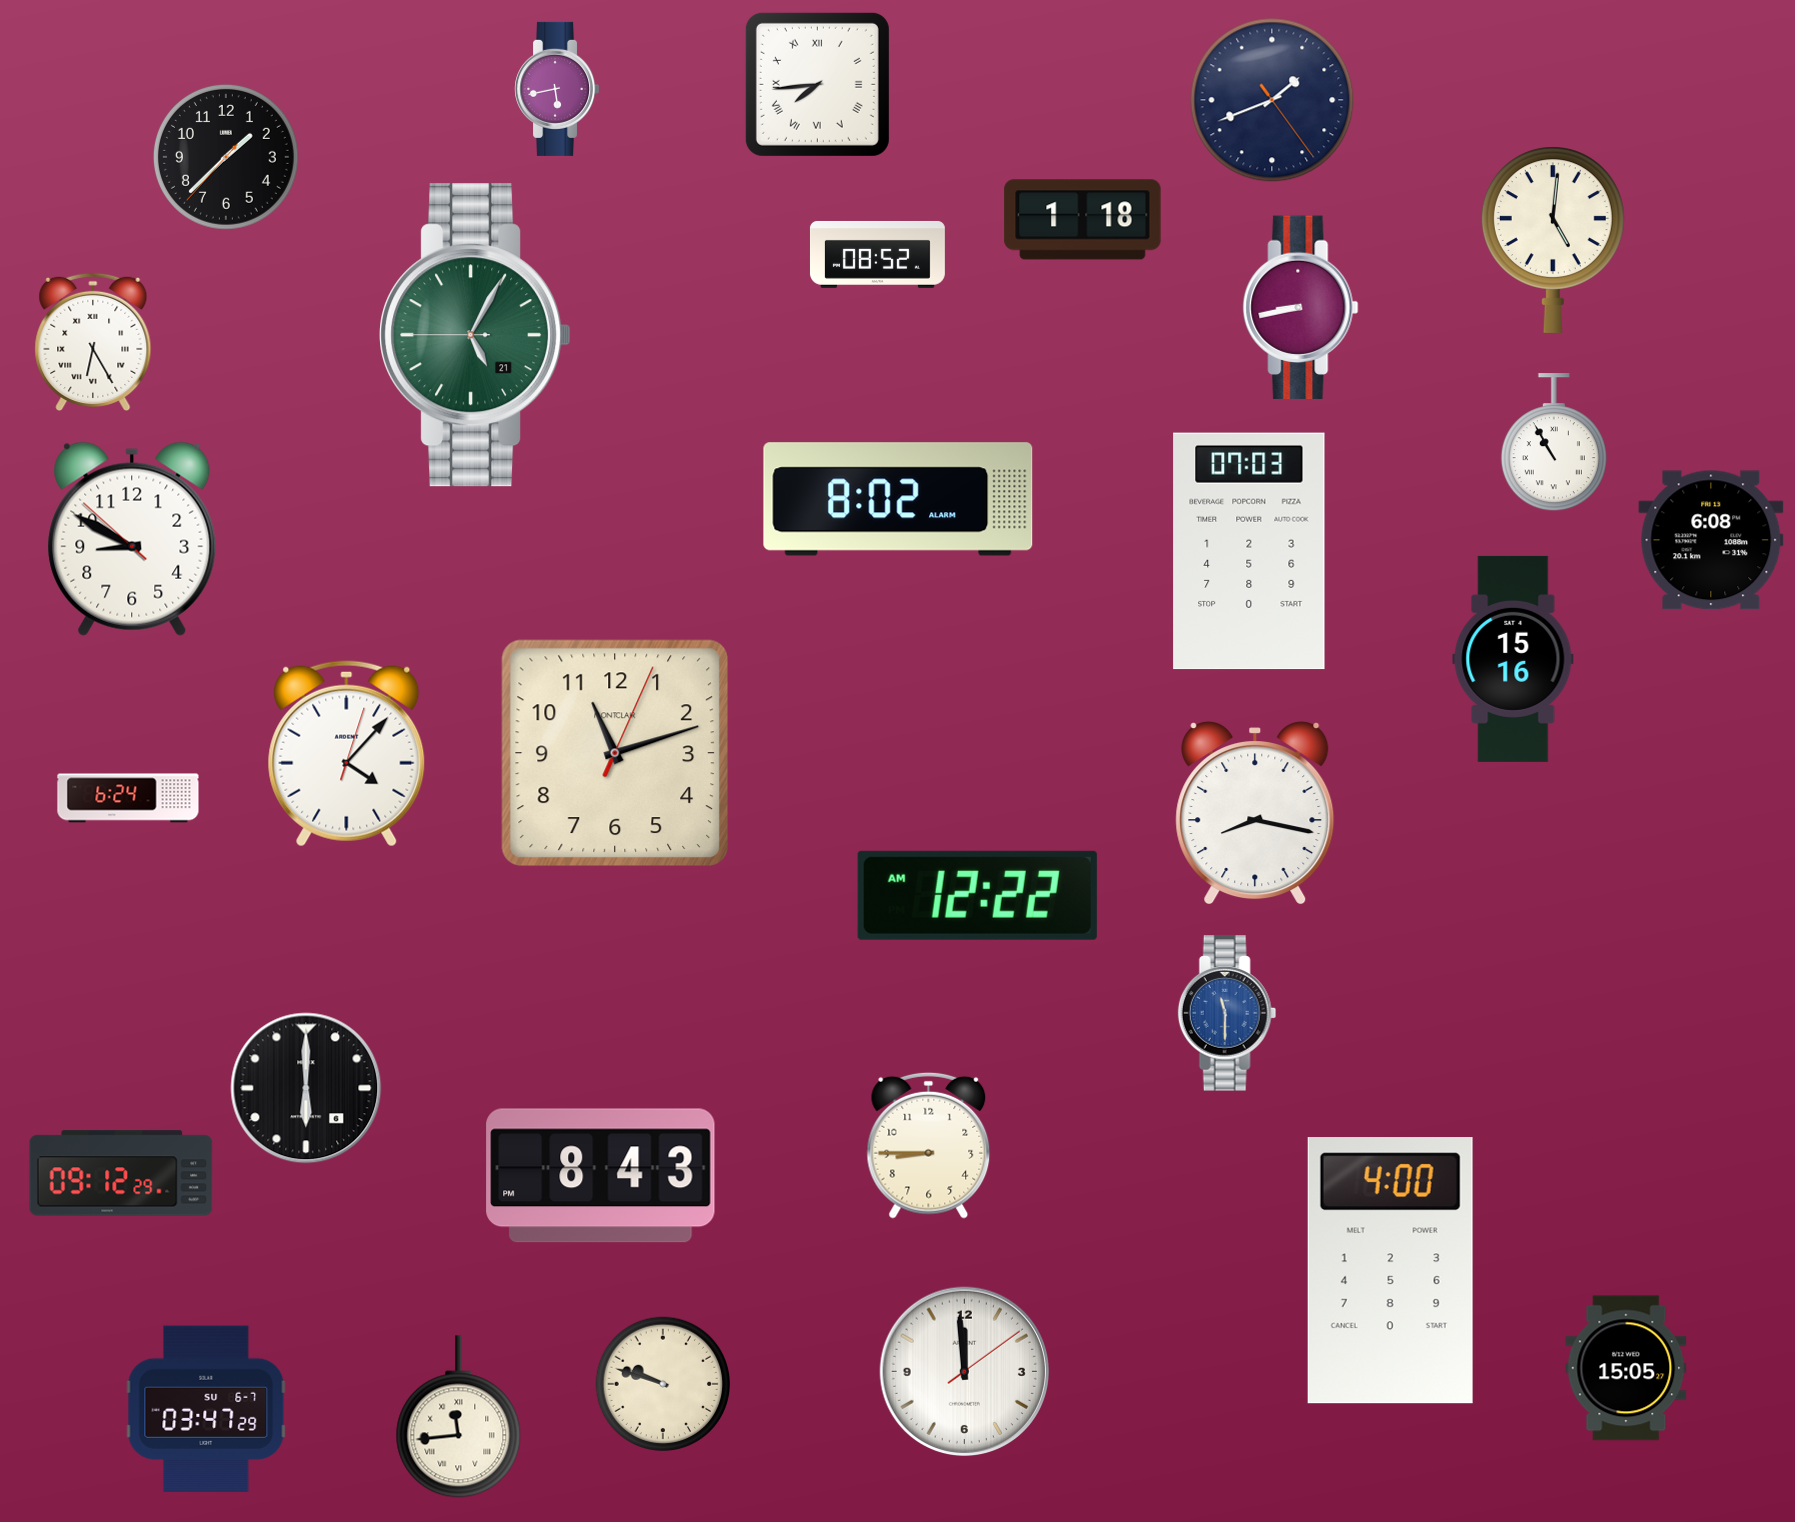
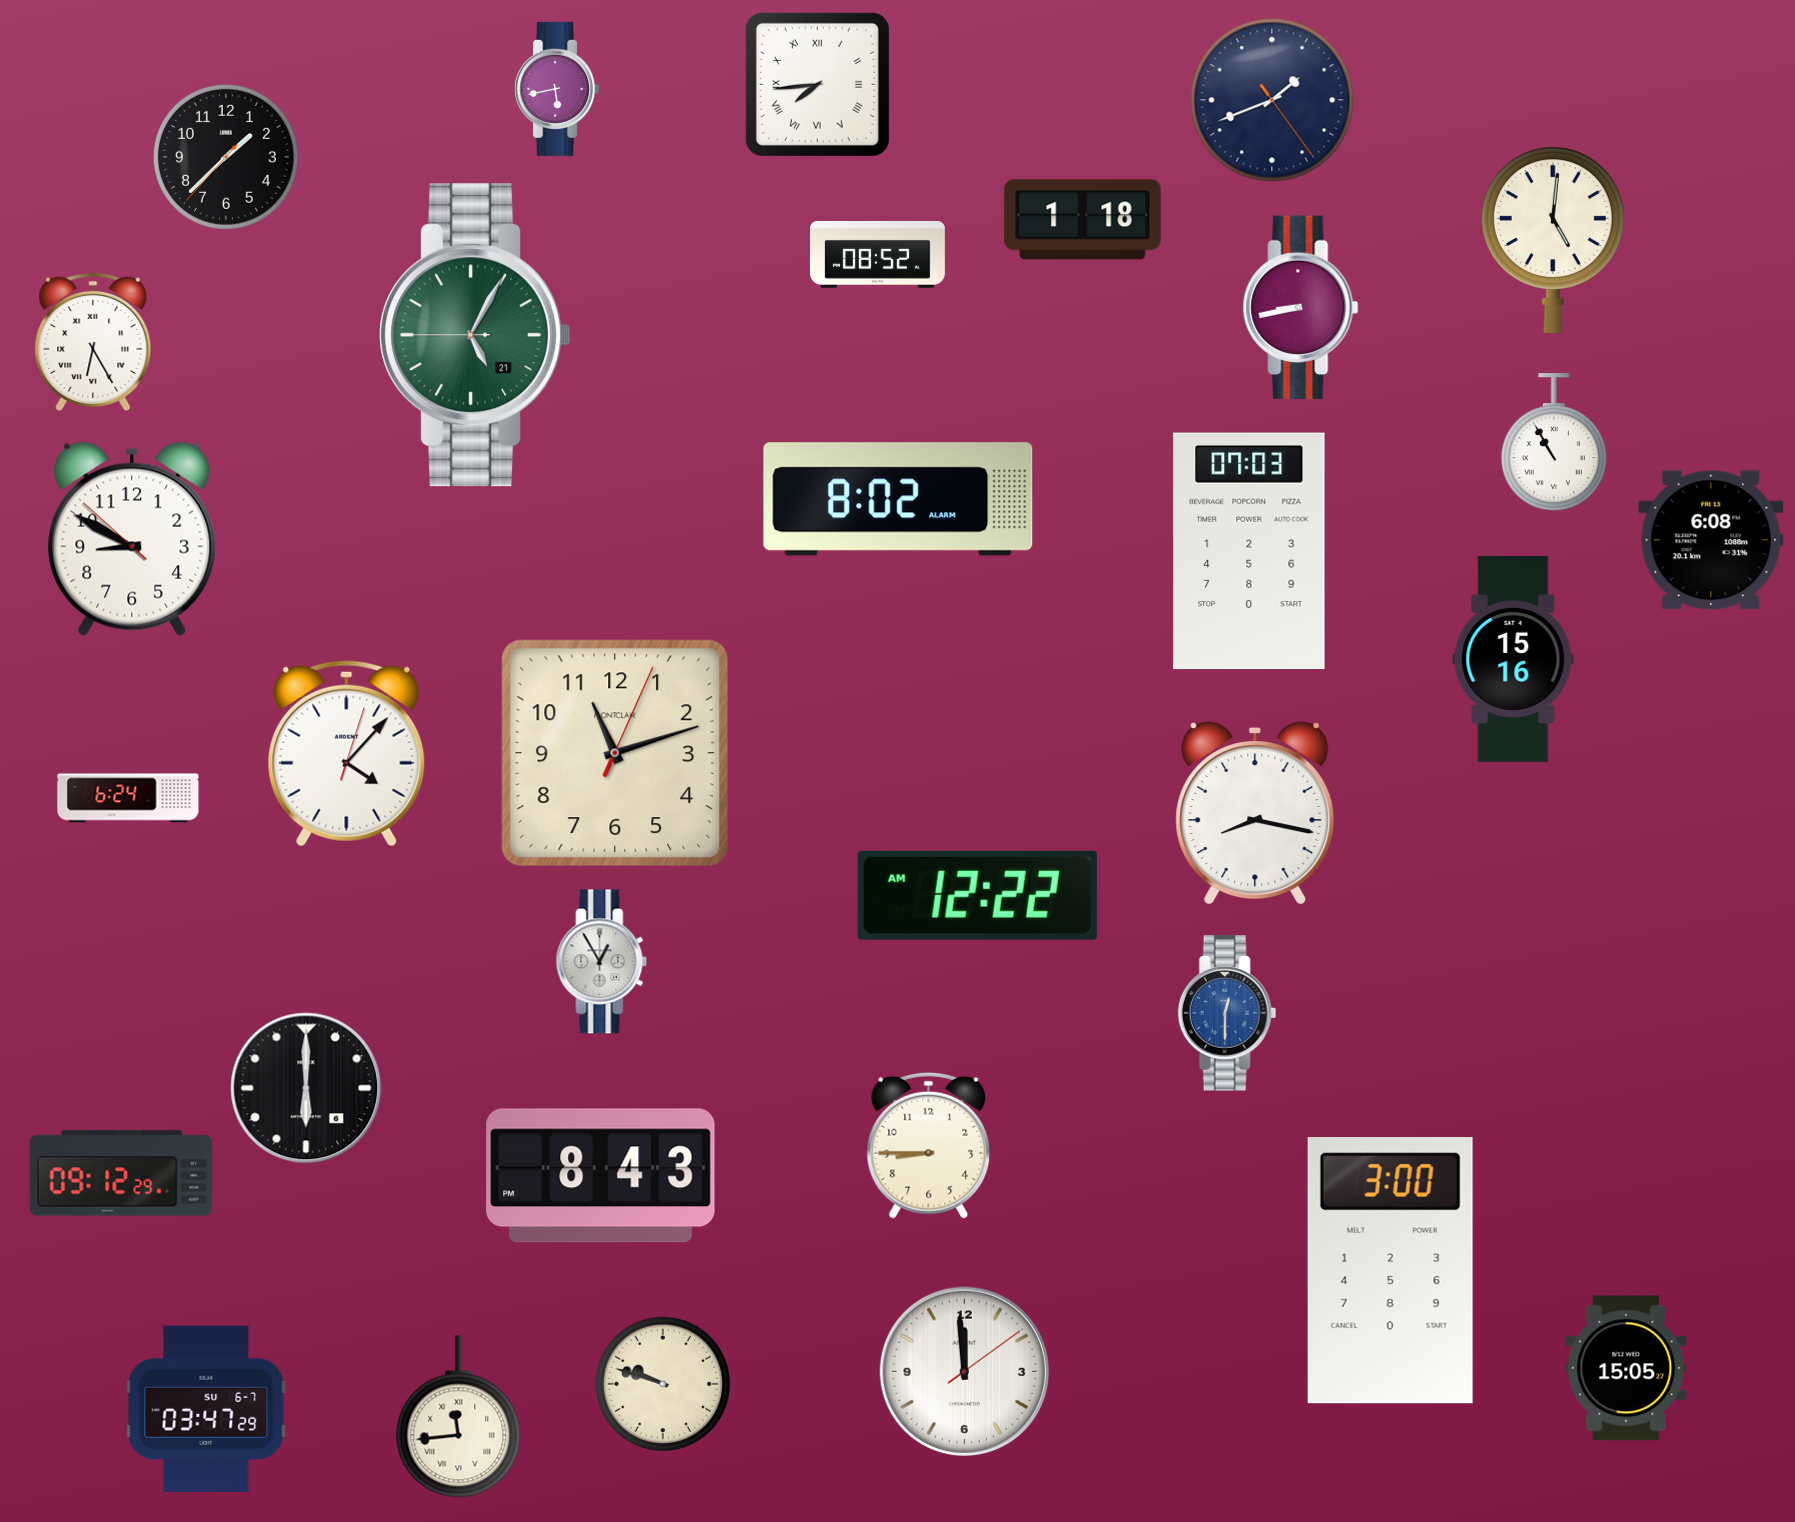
clock at (602, 962): none -> 12:55
clock at (1227, 1013): 11:30 -> 12:30
clock at (1390, 1271): 4:00 -> 3:00
